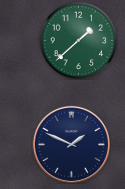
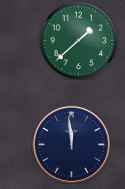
clock at (71, 144): 1:49 -> 11:59
